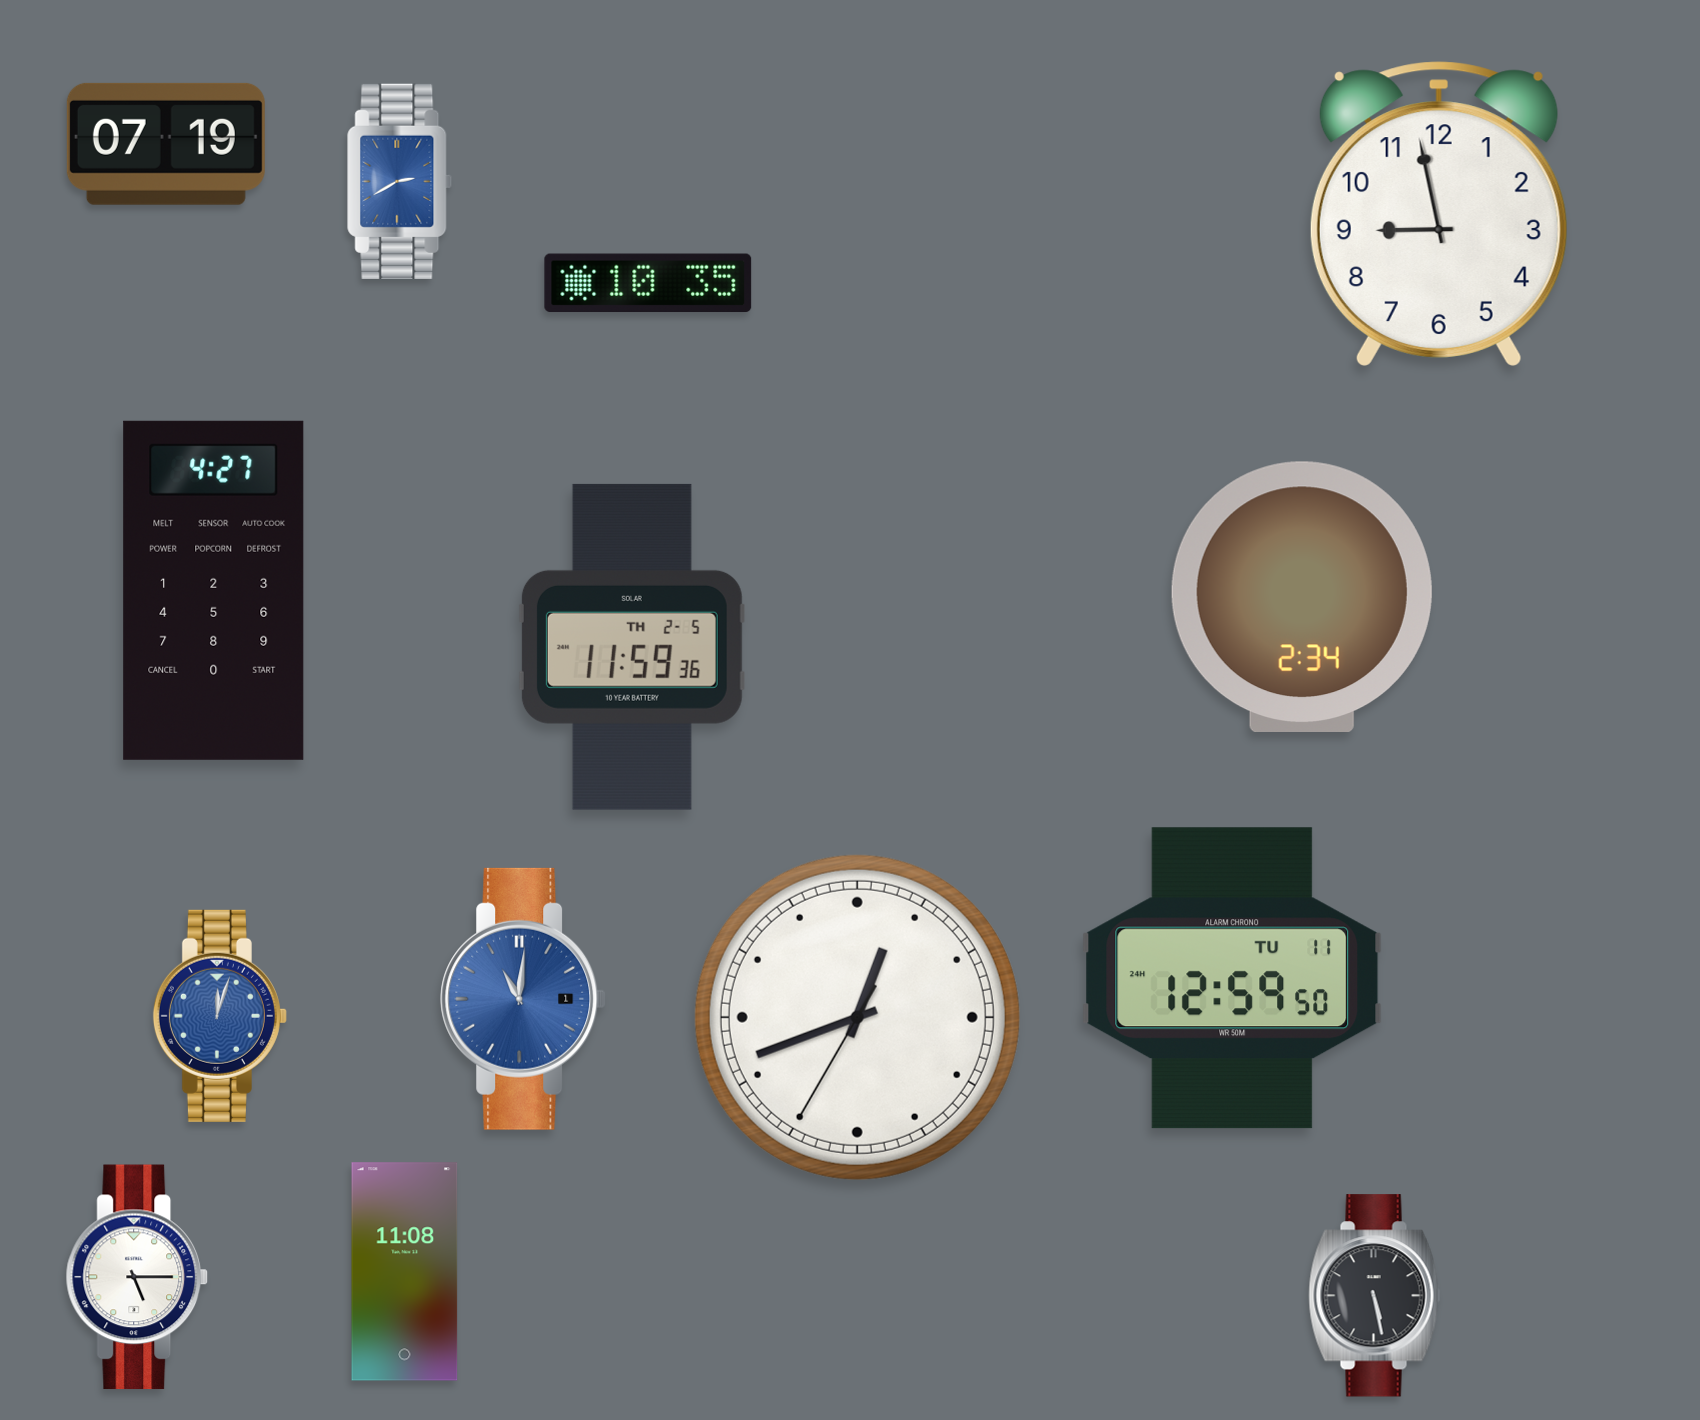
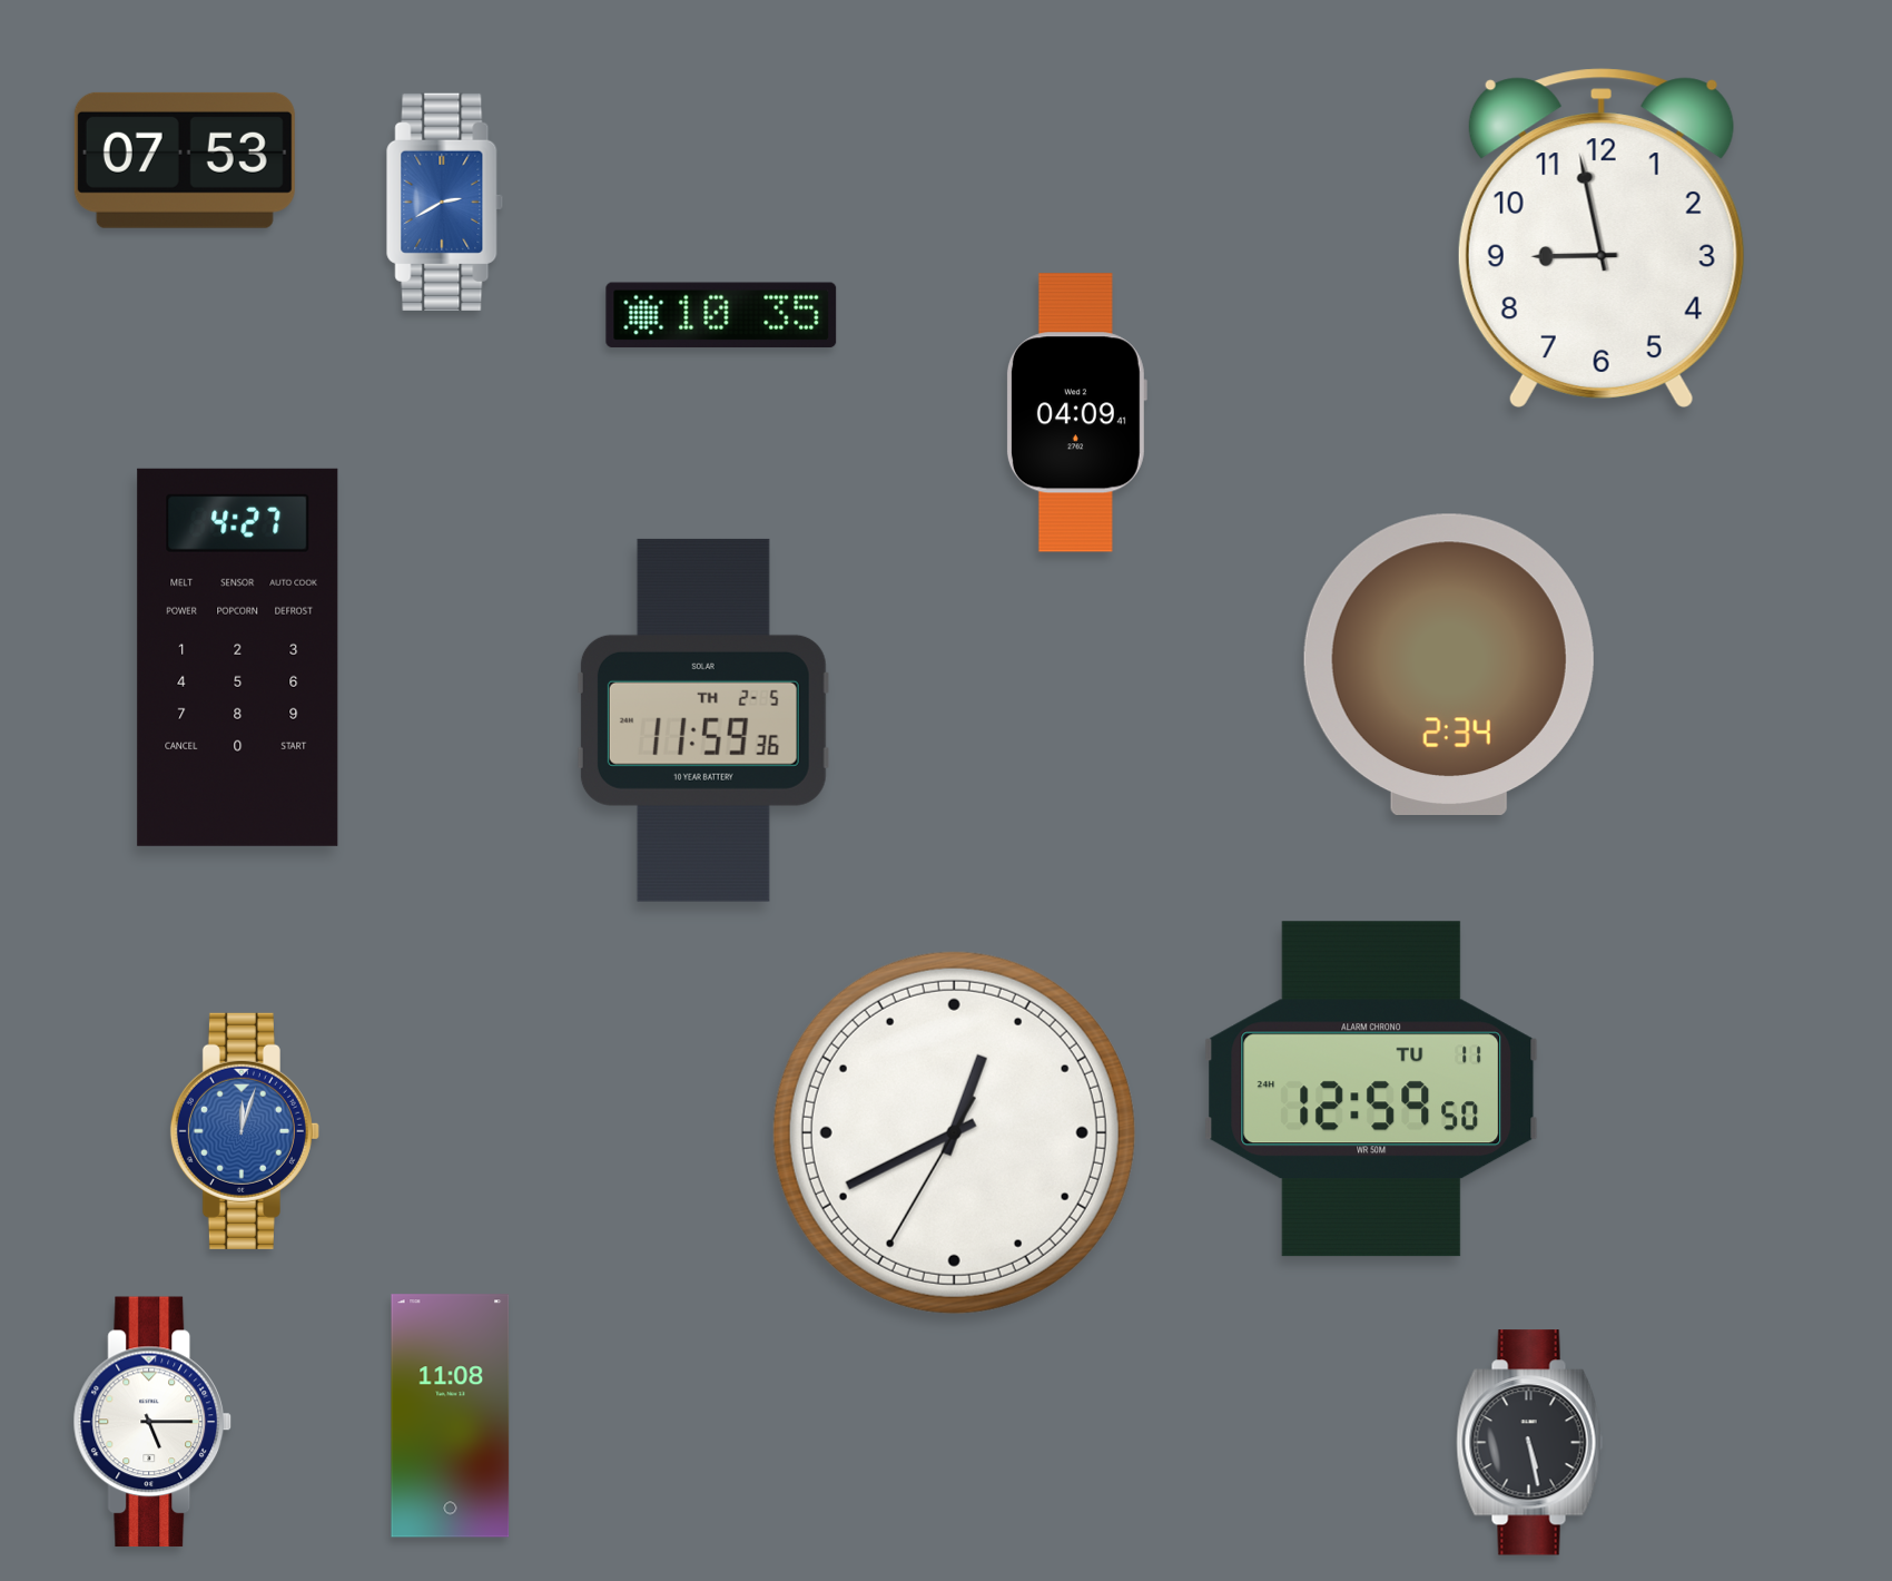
clock at (166, 144): 07:19 -> 07:53
clock at (1076, 413): none -> 04:09
clock at (523, 999): 11:01 -> none
clock at (857, 1017): 12:41 -> 12:40
